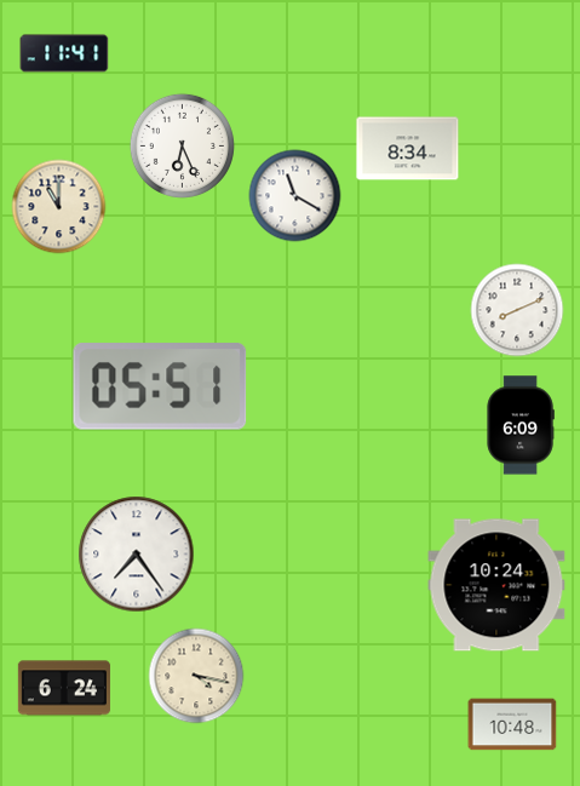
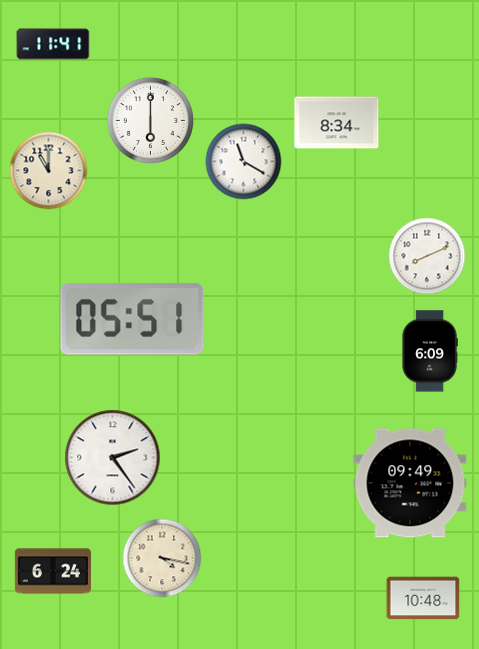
clock at (182, 145): 6:26 -> 6:00
clock at (137, 555): 7:24 -> 2:24
clock at (496, 585): 10:24 -> 09:49
clock at (64, 688) position: (64, 688) -> (53, 571)
